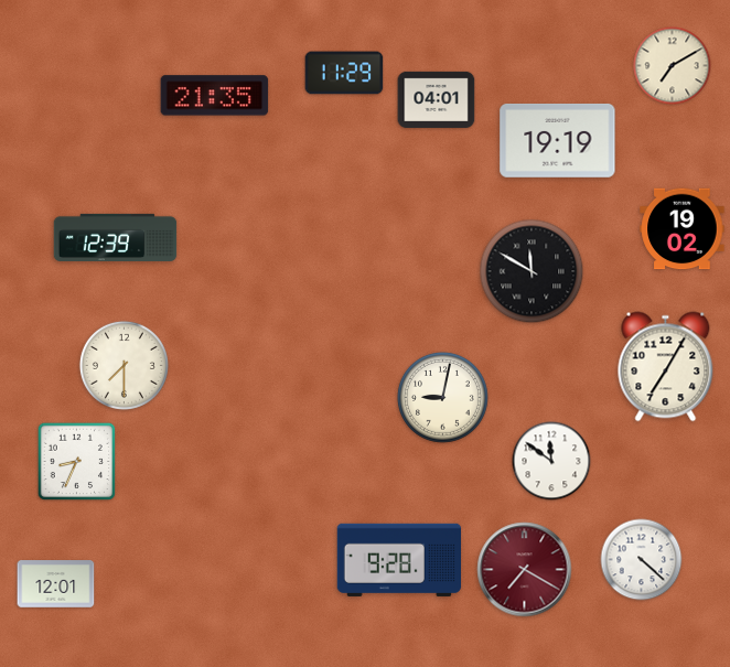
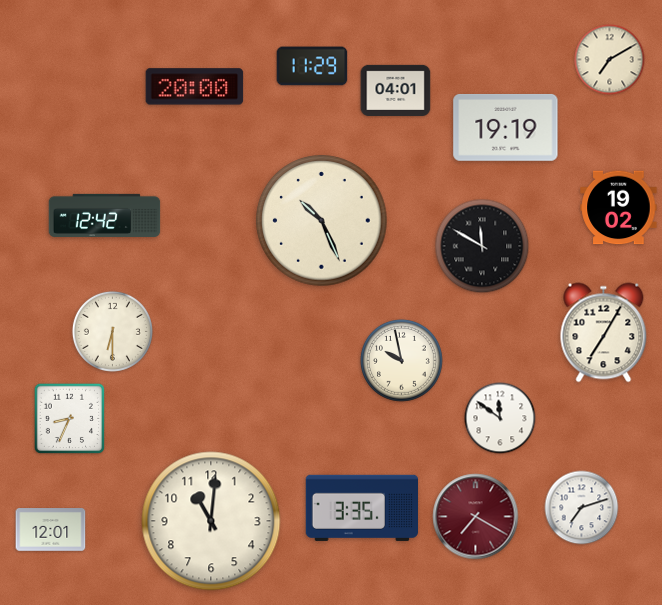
clock at (215, 96): 21:35 -> 20:00
clock at (116, 237): 12:39 -> 12:42
clock at (322, 221): none -> 10:26
clock at (124, 365): 7:30 -> 6:30
clock at (442, 397): 9:02 -> 9:58
clock at (398, 560): 9:28 -> 3:35
clock at (642, 560): 4:22 -> 7:12
clock at (211, 521): none -> 11:01
